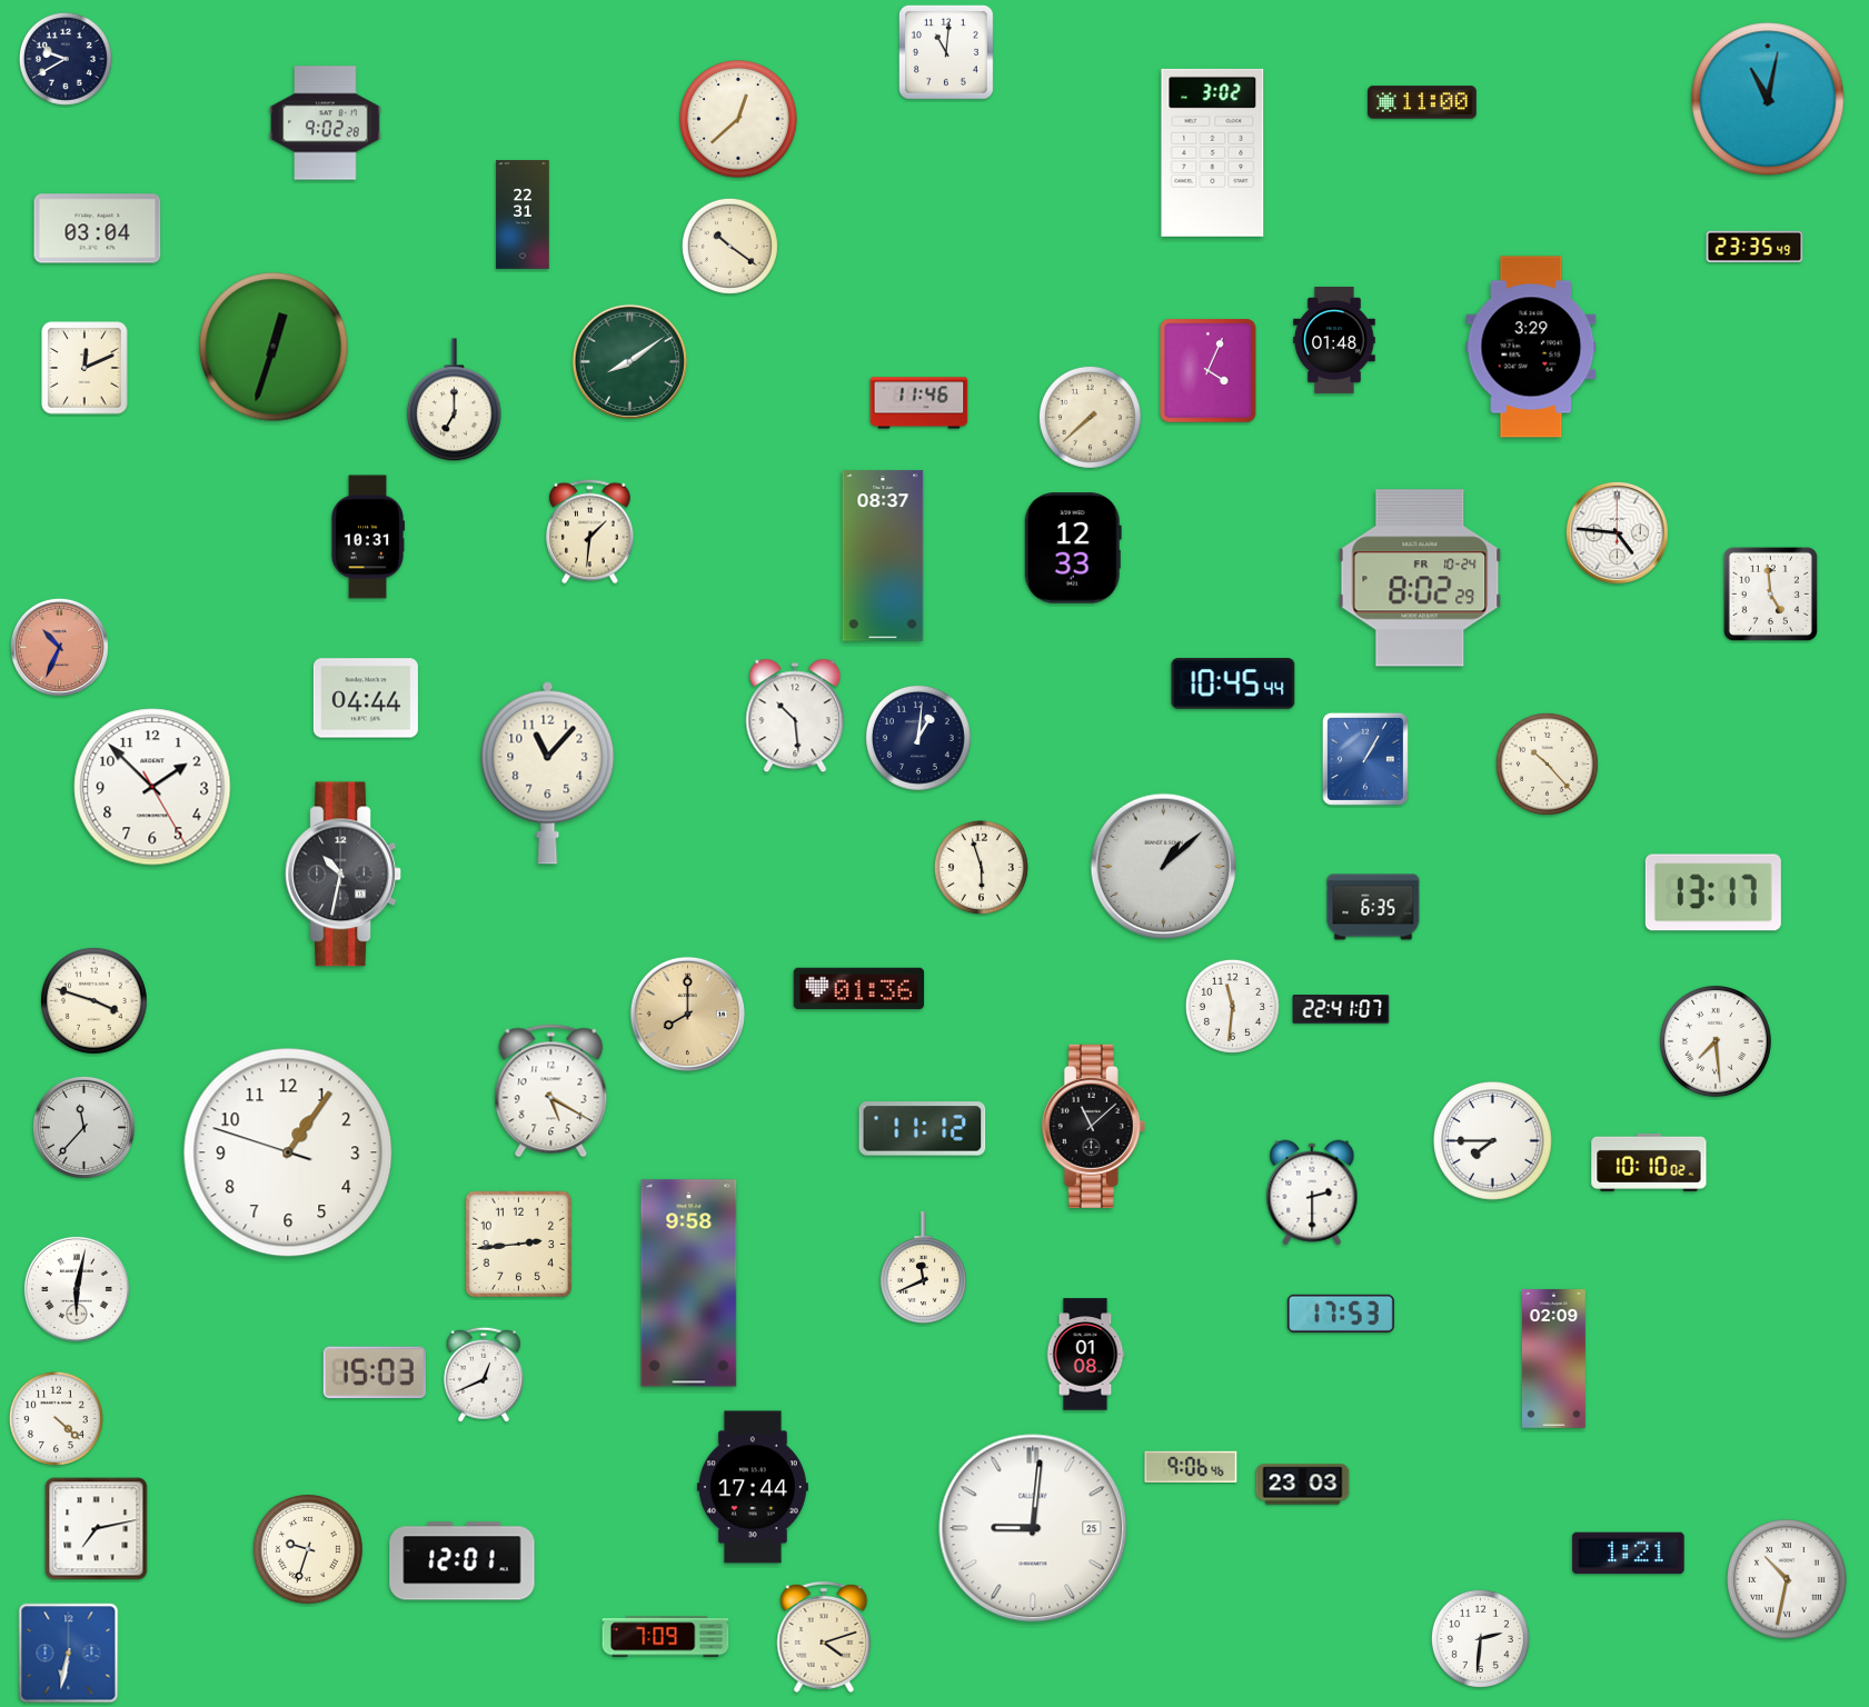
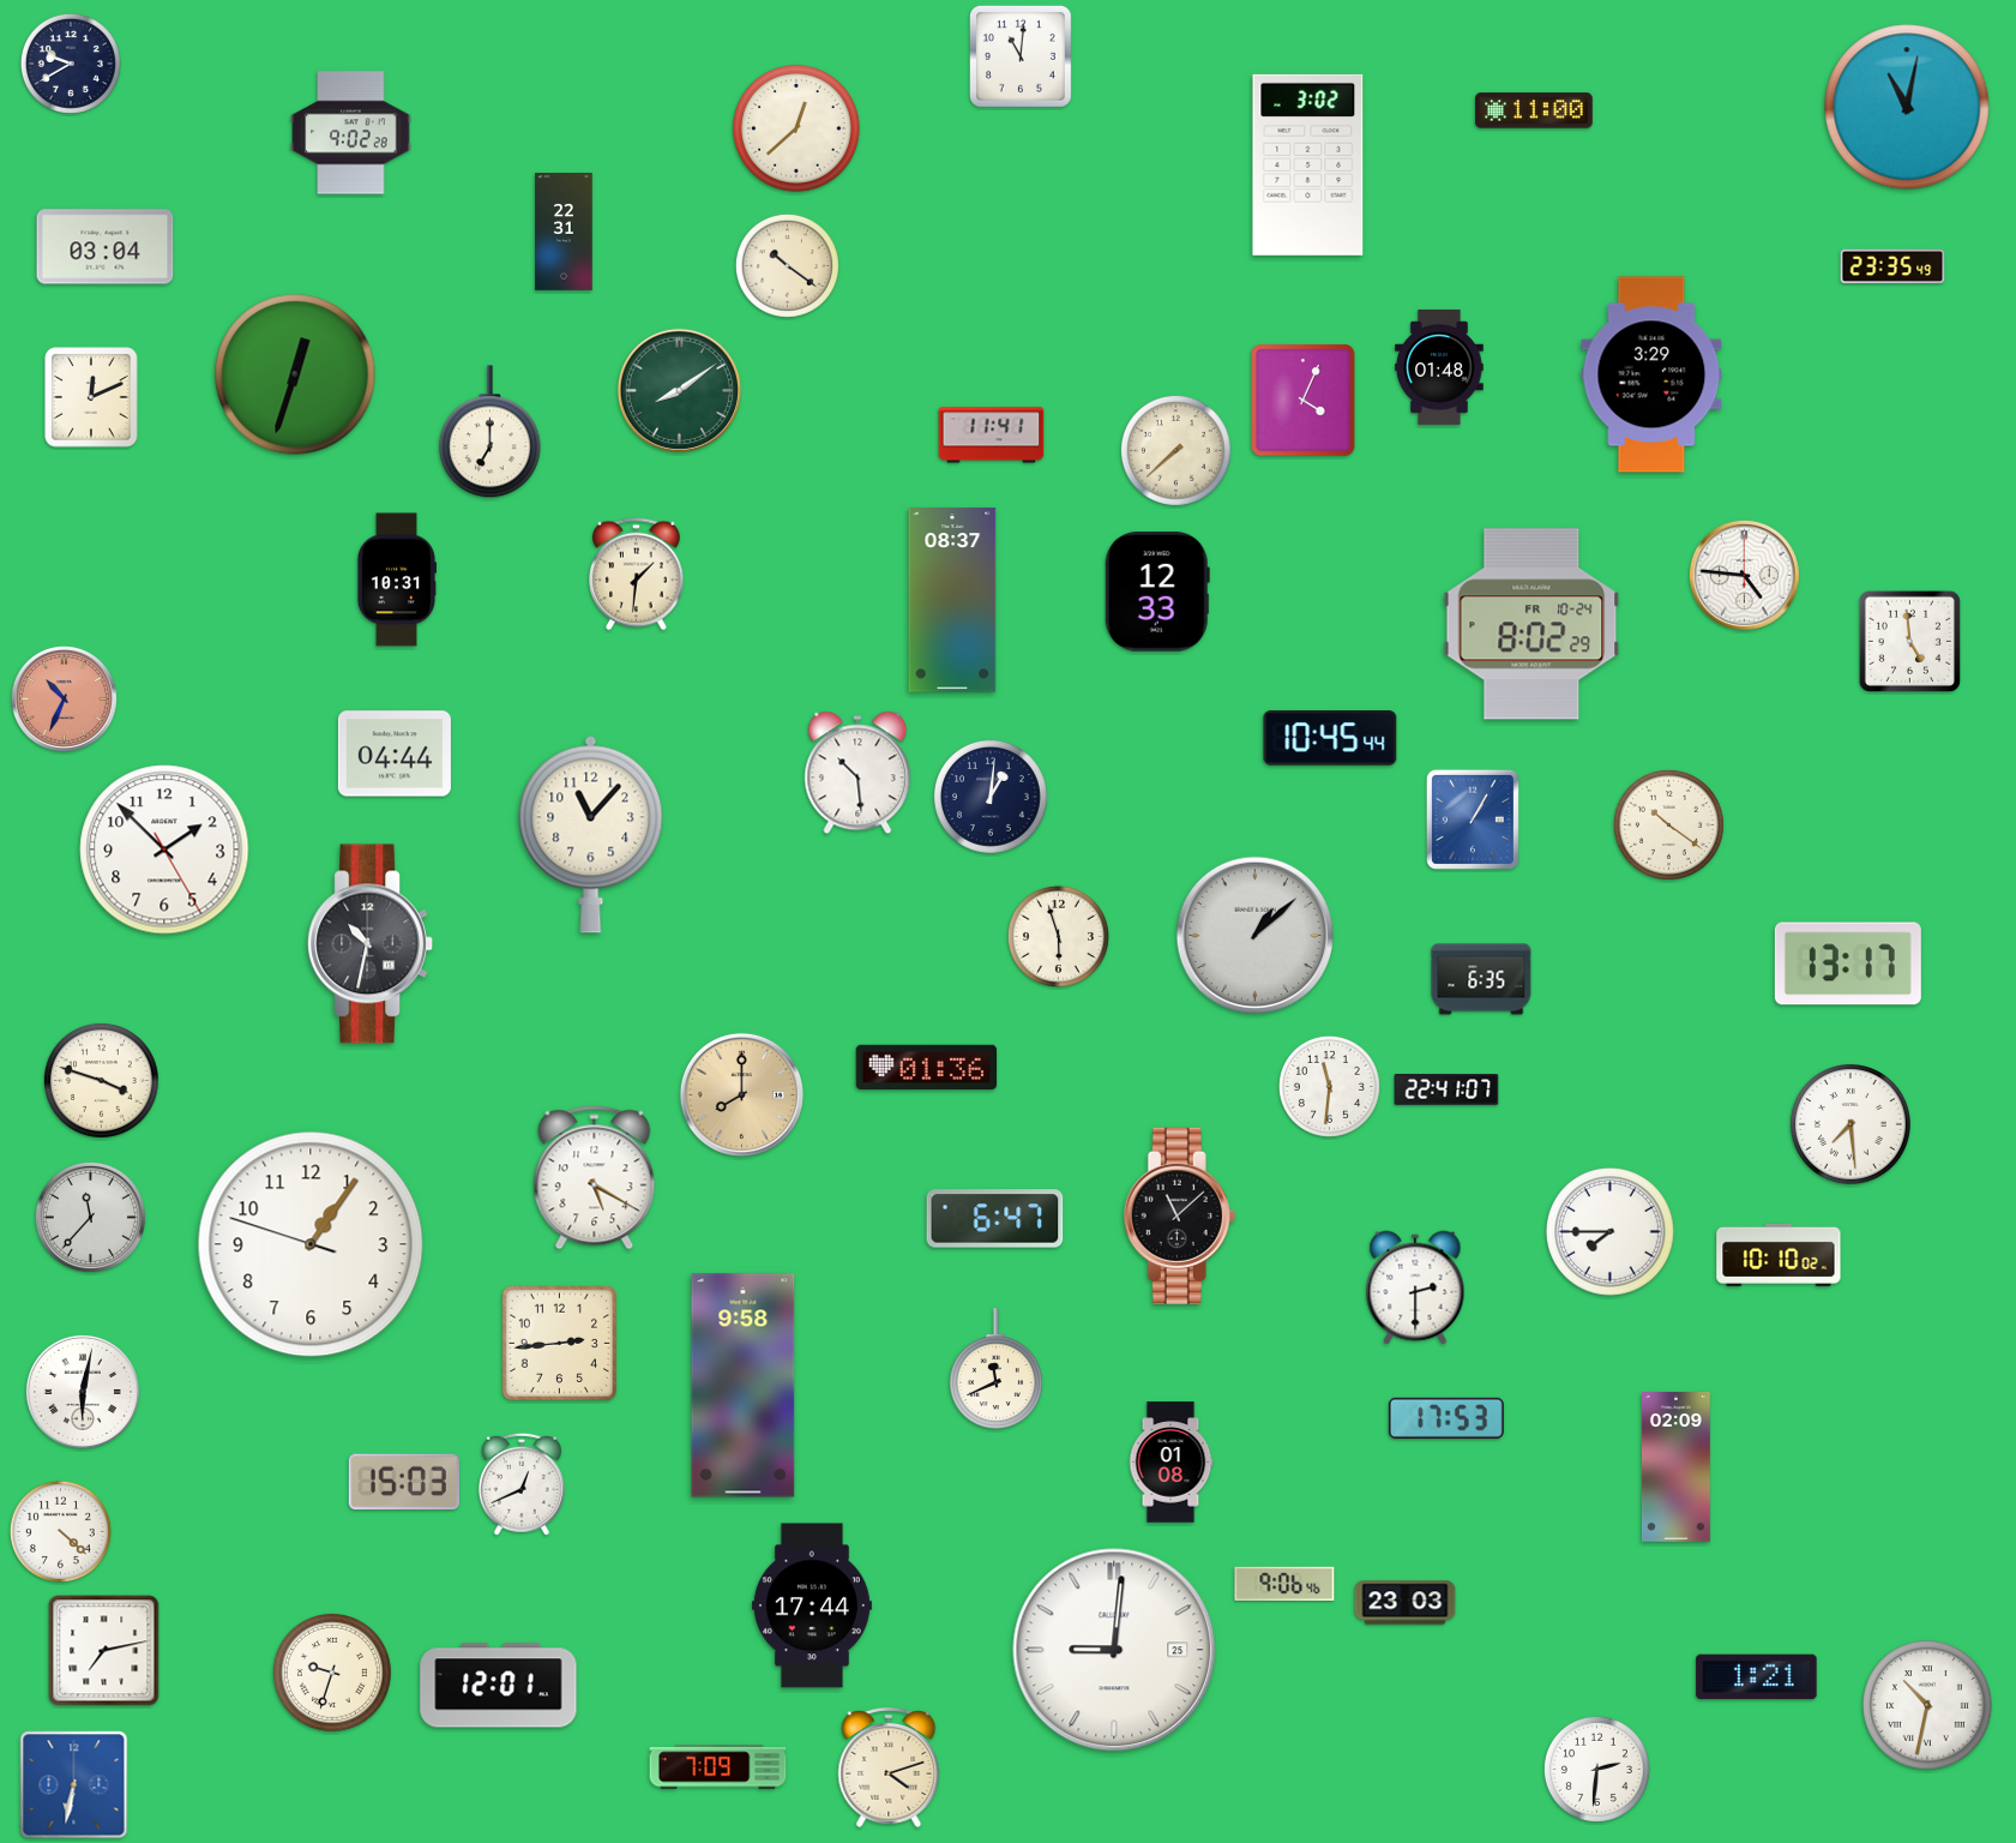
clock at (919, 403): 11:46 -> 11:41
clock at (1547, 763): 10:23 -> 10:21
clock at (923, 1129): 11:12 -> 6:47
